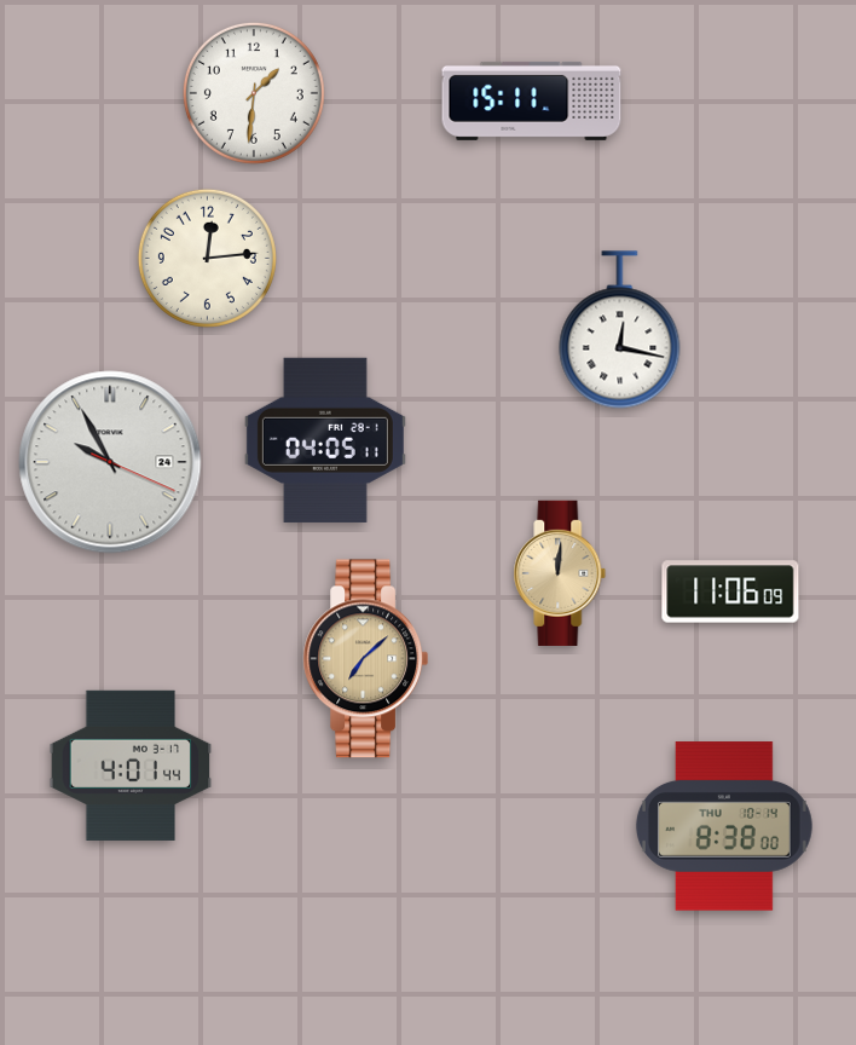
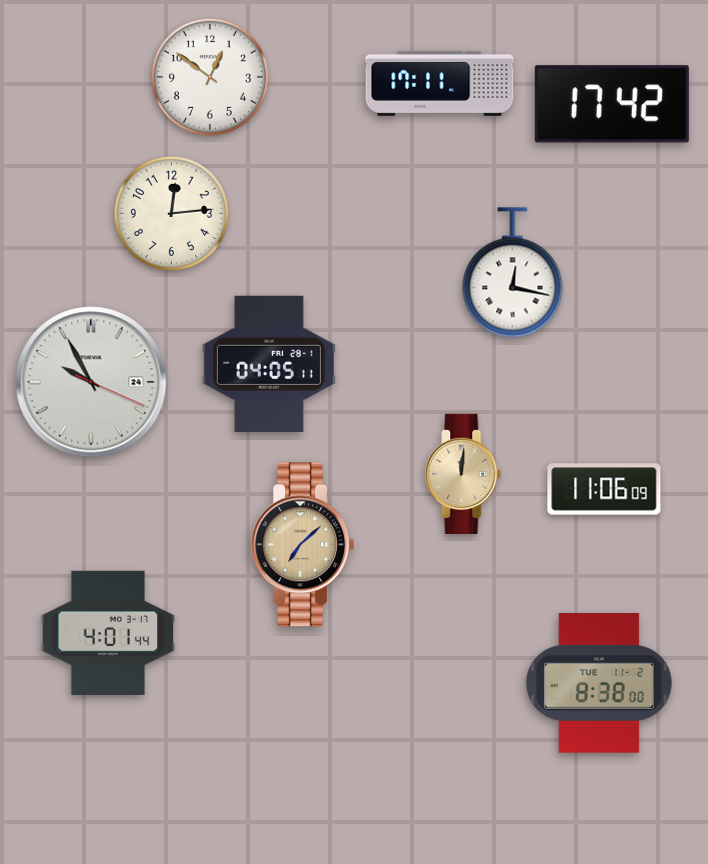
clock at (254, 93): 1:31 -> 12:51
clock at (532, 100): 15:11 -> 17:11
clock at (612, 104): none -> 17:42
clock at (724, 826) date: THU 10-14 -> TUE 11-2
